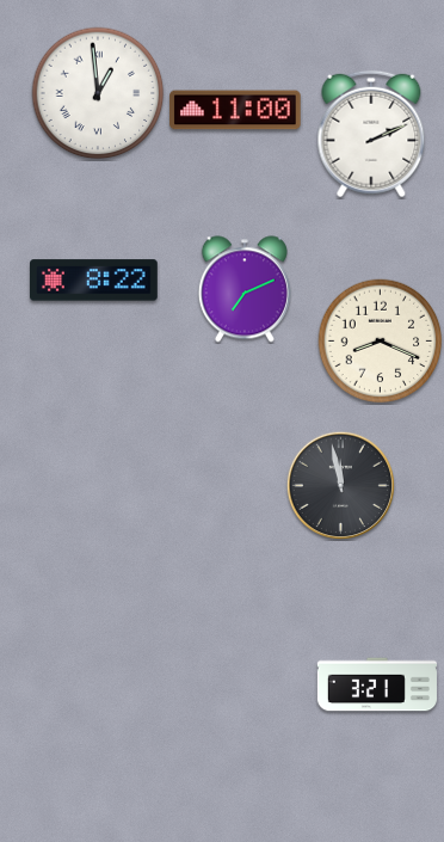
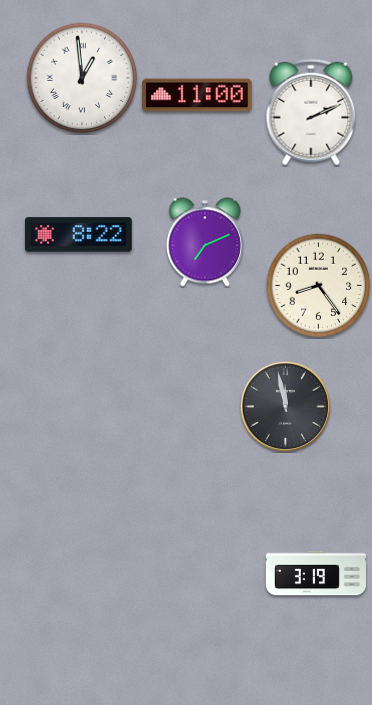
clock at (235, 110) position: (235, 110) -> (197, 95)
clock at (381, 342): 8:19 -> 8:24
clock at (377, 684): 3:21 -> 3:19
